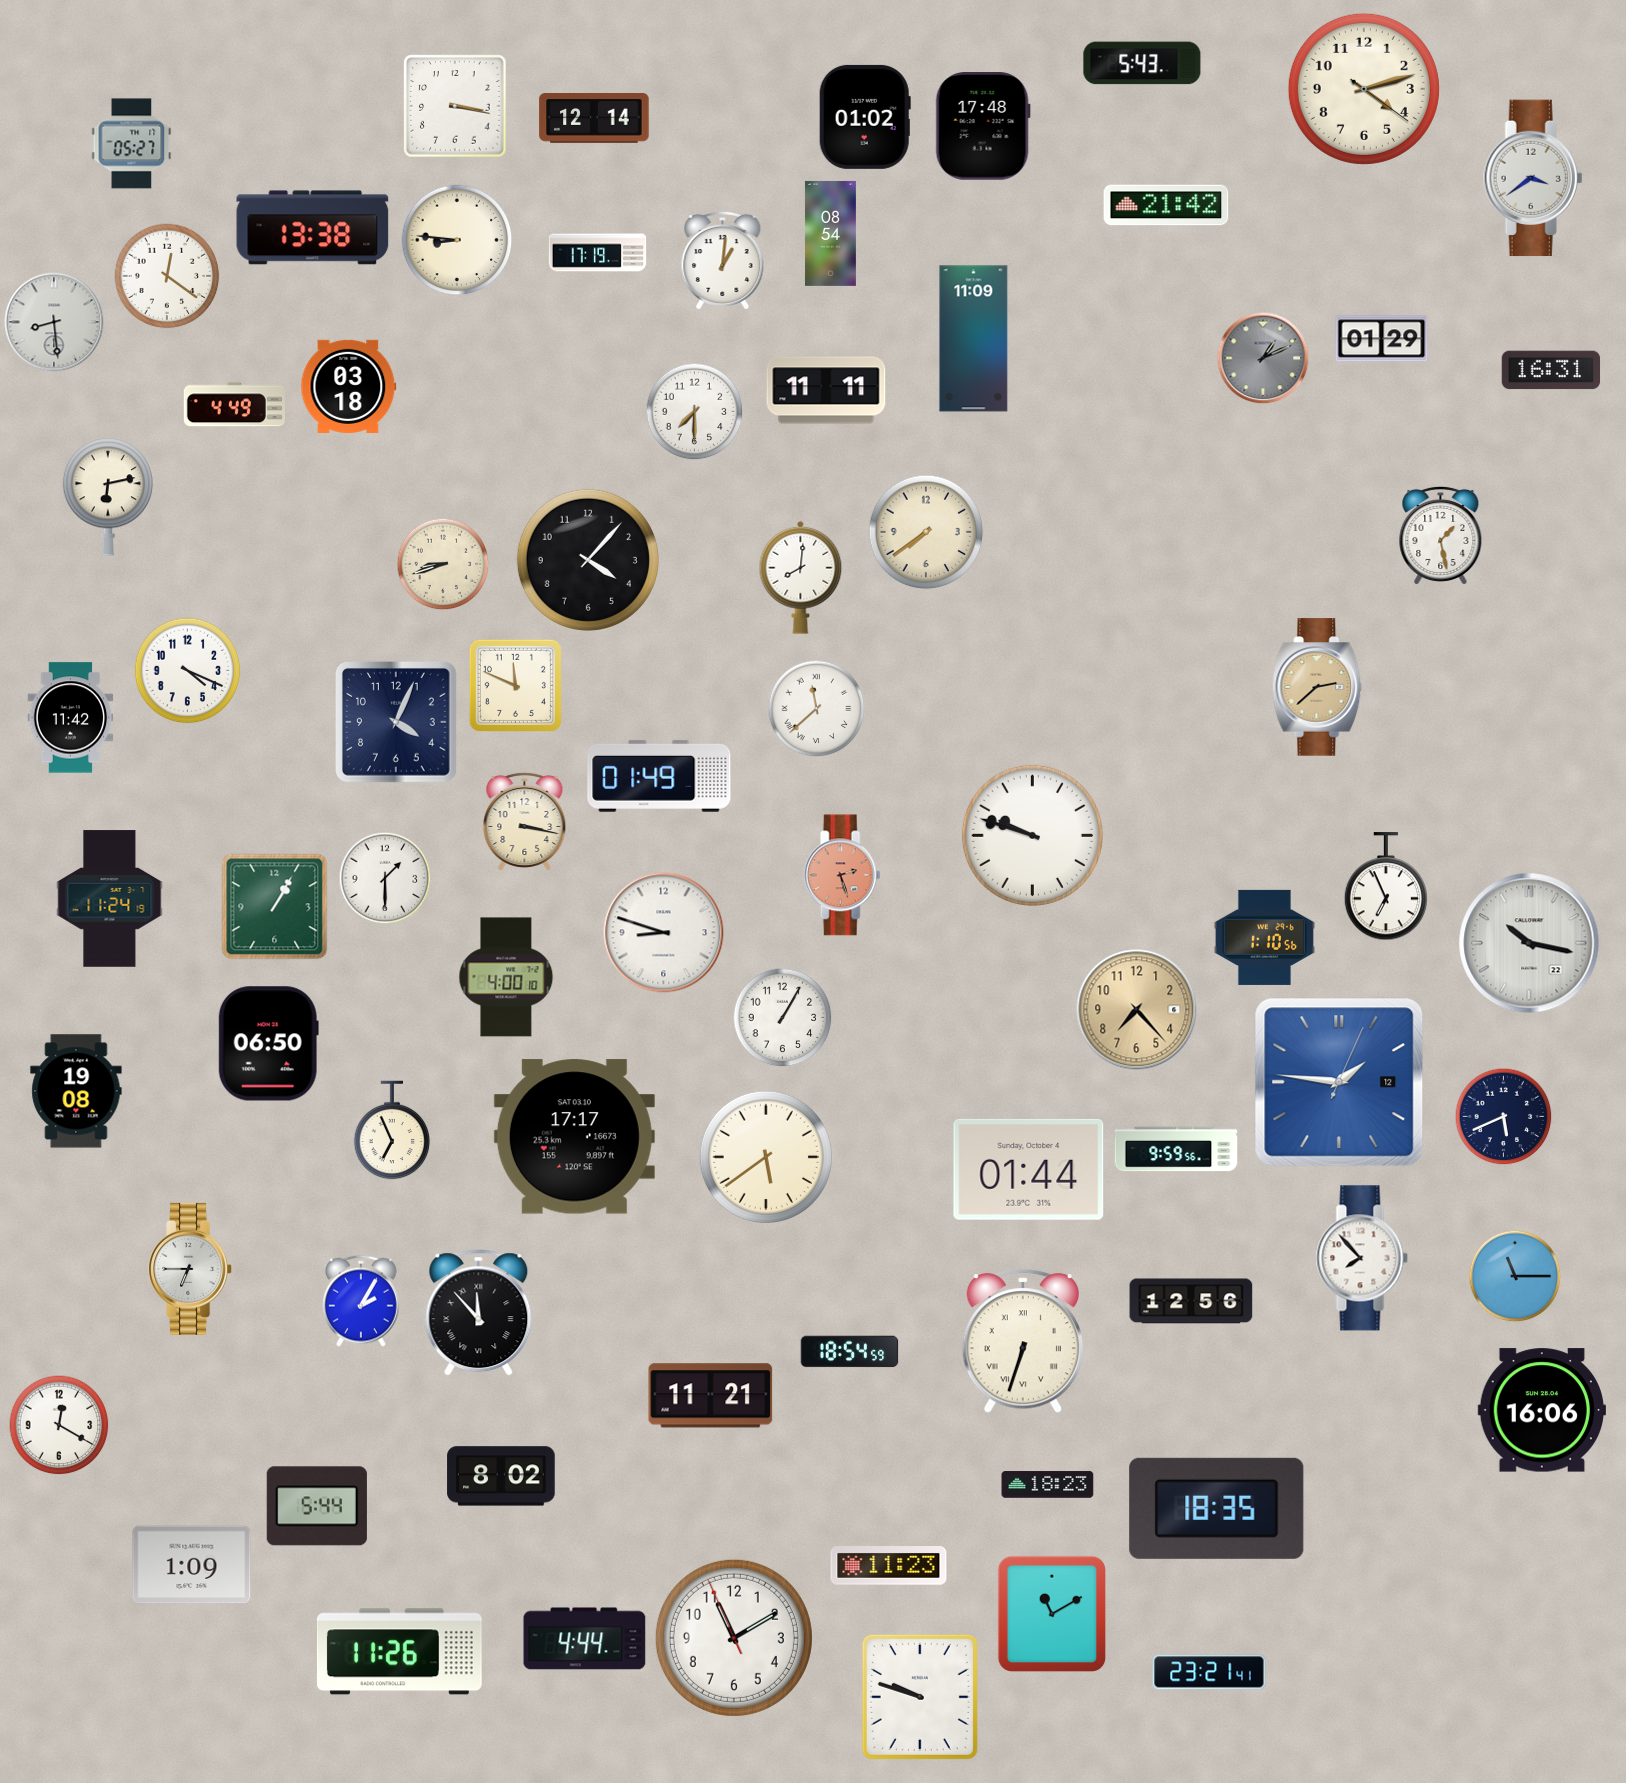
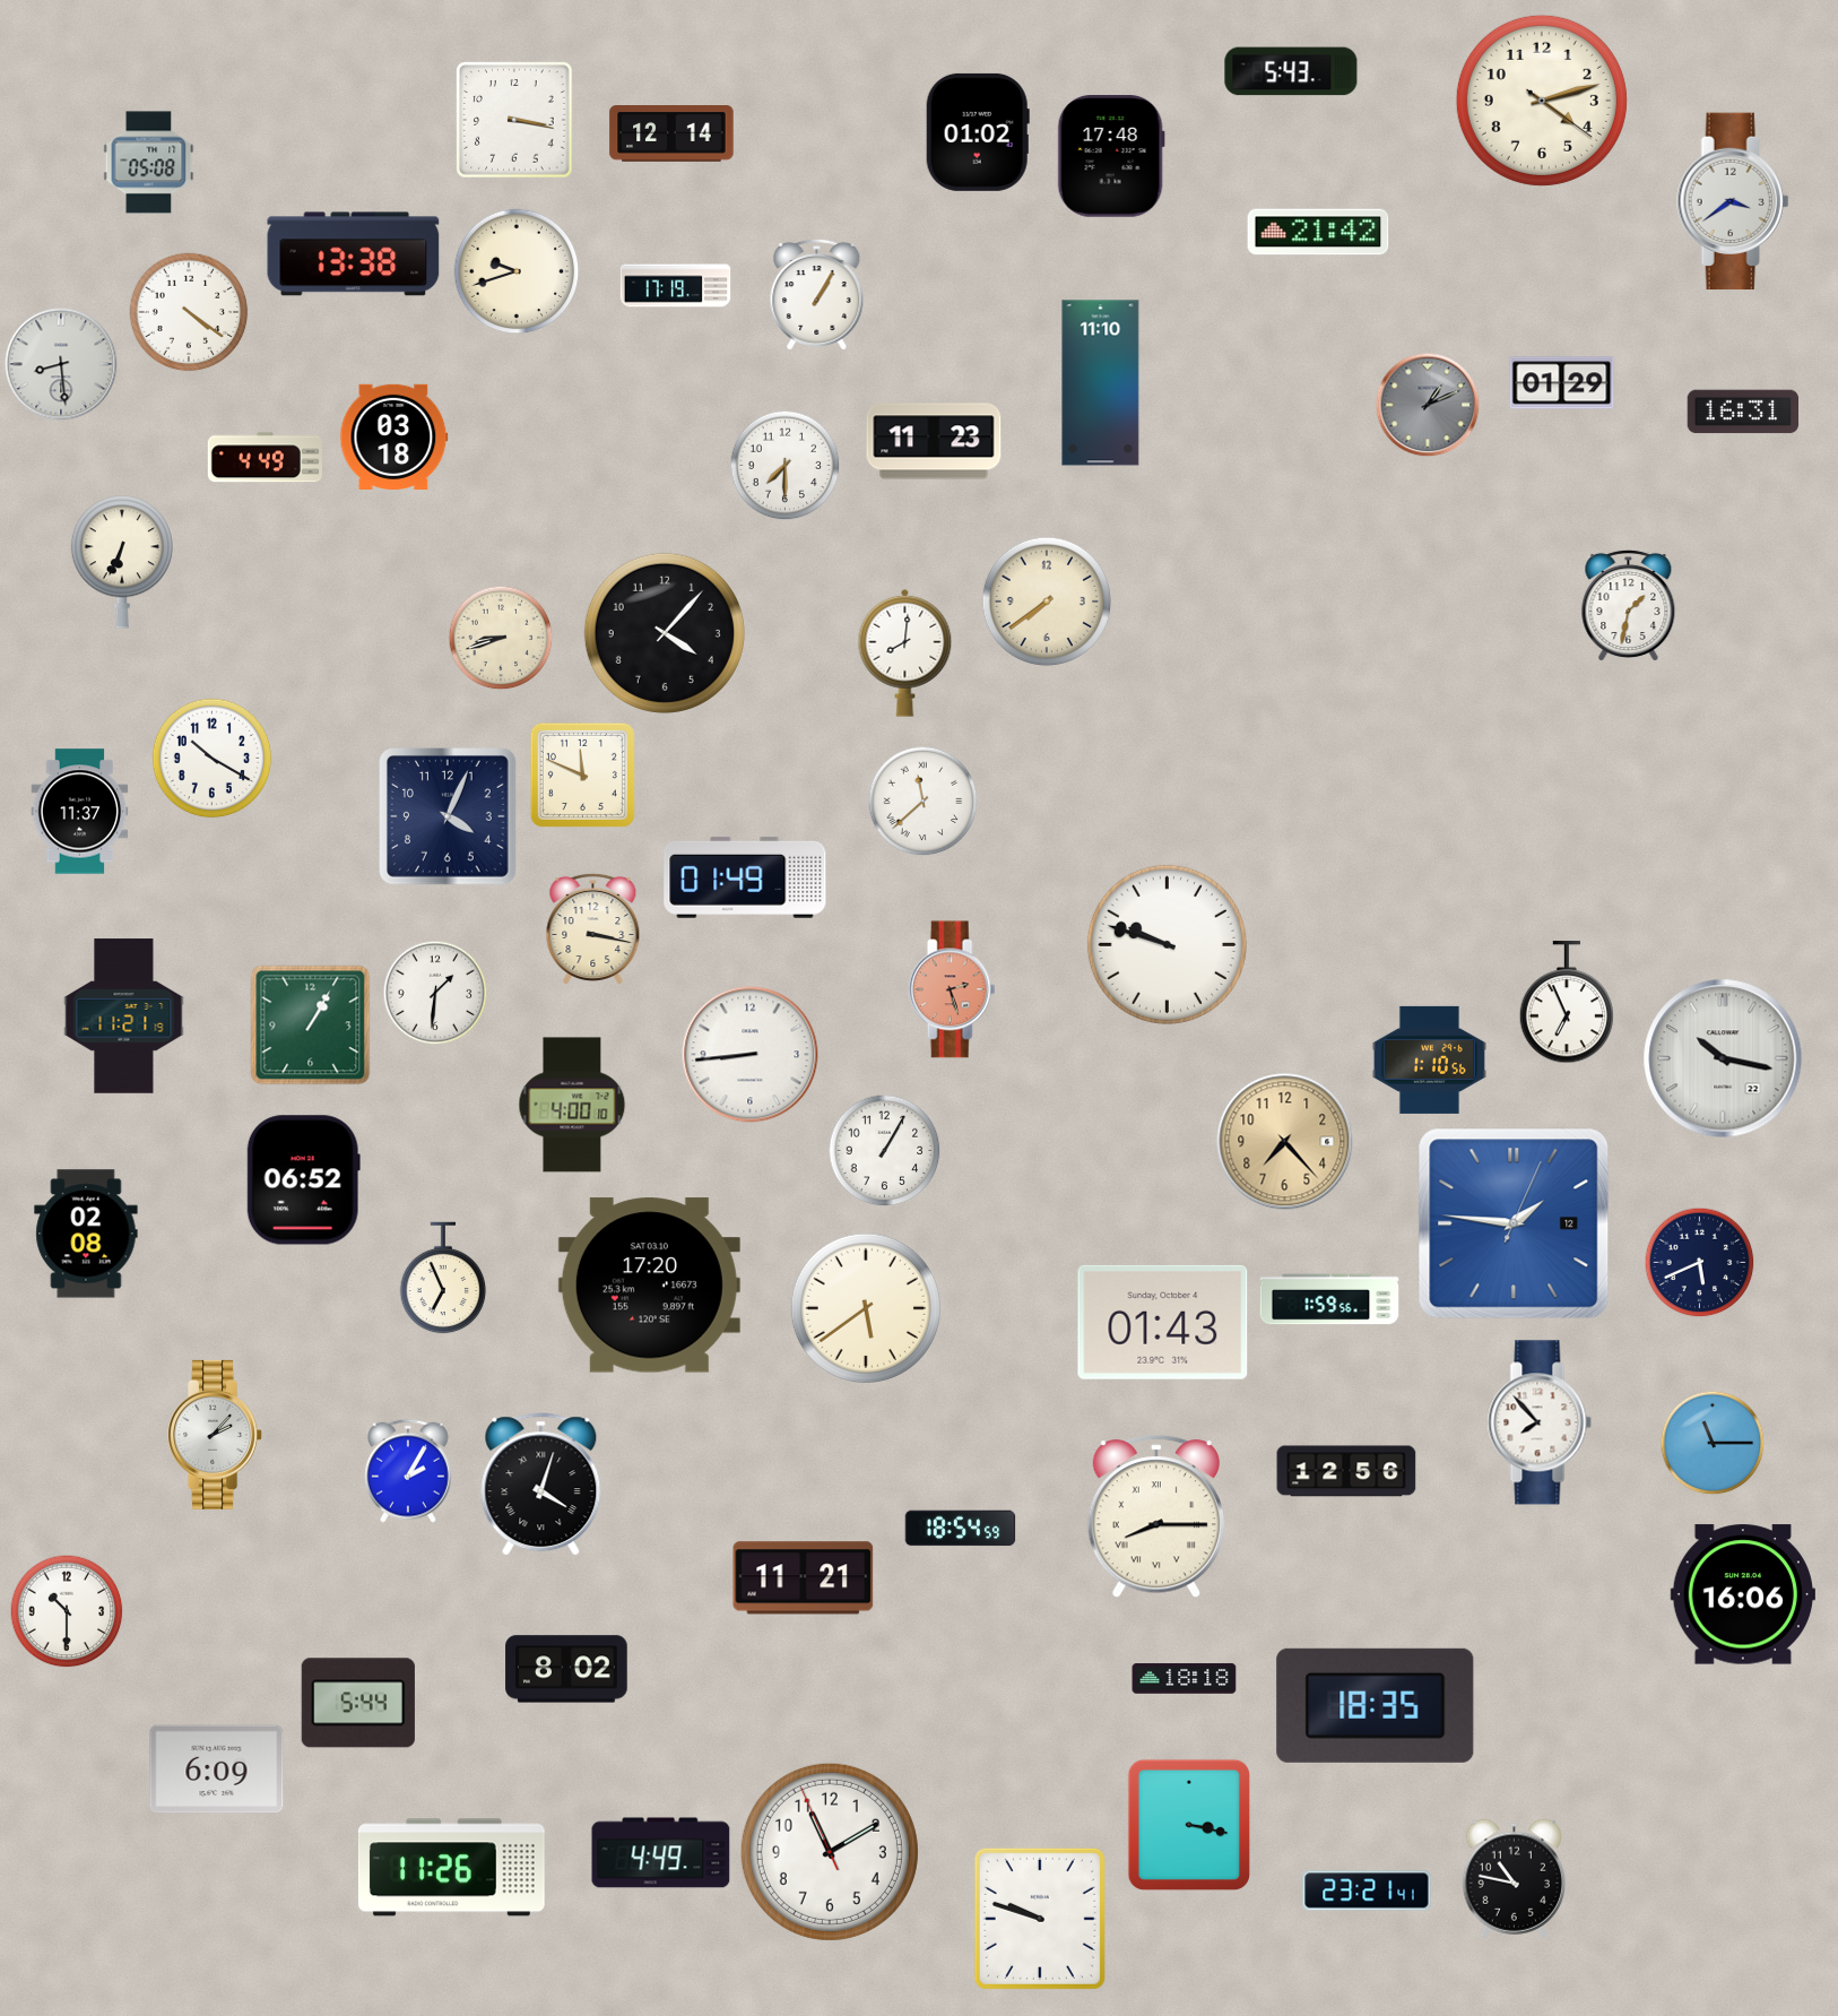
clock at (983, 127) position: (983, 127) -> (1111, 157)
clock at (132, 144): 05:27 -> 05:08
clock at (313, 228) position: (313, 228) -> (354, 254)
clock at (830, 234): 08:54 -> none
clock at (457, 240): 8:46 -> 9:42
clock at (723, 260): 1:01 -> 1:05
clock at (167, 276): 12:21 -> 4:21
clock at (974, 339): 11:09 -> 11:10
clock at (1551, 370) position: (1551, 370) -> (1743, 412)
clock at (826, 390): 11:11 -> 11:23
clock at (107, 497): 6:13 -> 6:34
clock at (1441, 535): 1:28 -> 1:32
clock at (188, 671): 4:19 -> 10:20
clock at (1317, 687): 2:38 -> none
clock at (71, 718): 11:42 -> 11:37
clock at (385, 878): 1:30 -> 1:31
clock at (110, 899): 11:24 -> 11:21
clock at (664, 933): 8:48 -> 8:44
clock at (1529, 943) position: (1529, 943) -> (1723, 1058)
clock at (268, 1044): 06:50 -> 06:52
clock at (76, 1091): 19:08 -> 02:08
clock at (574, 1137): 17:17 -> 17:20
clock at (1176, 1149): 9:59 -> 1:59
clock at (1029, 1169): 01:44 -> 01:43
clock at (191, 1269): 6:45 -> 2:07
clock at (479, 1313): 11:53 -> 4:03
clock at (1023, 1342): 6:33 -> 8:15
clock at (59, 1425): 12:20 -> 10:30
clock at (1048, 1485): 18:23 -> 18:18
clock at (192, 1565): 1:09 -> 6:09
clock at (889, 1566): 11:23 -> none
clock at (1052, 1614): 11:10 -> 3:17
clock at (585, 1639): 4:44 -> 4:49
clock at (1514, 1878): none -> 10:47
